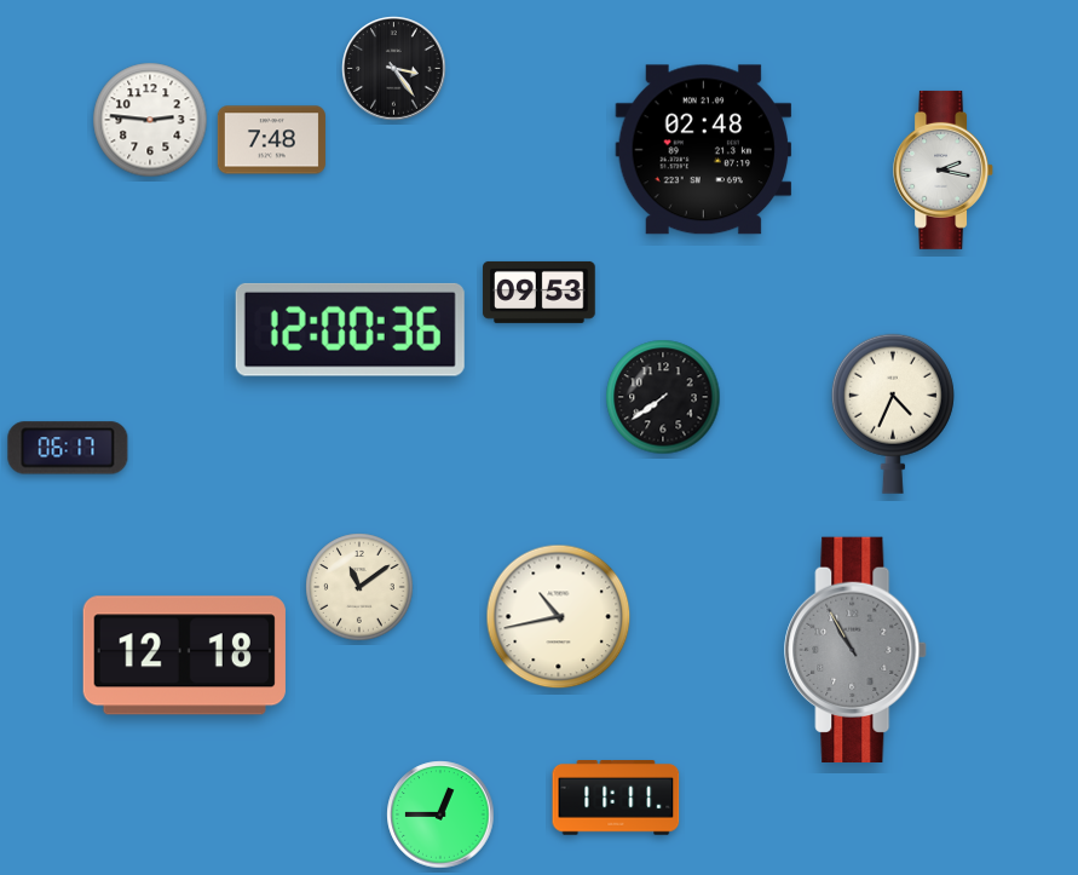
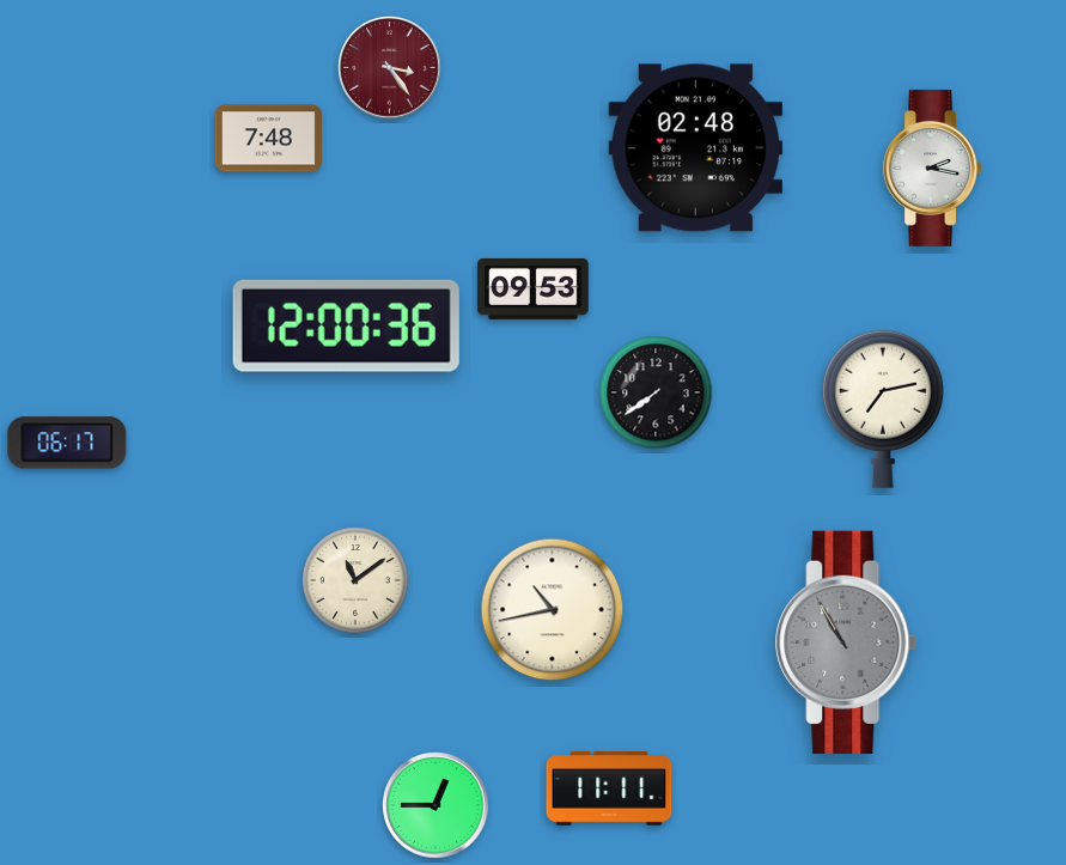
clock at (394, 69) dial: black -> burgundy
clock at (150, 120): 2:46 -> none
clock at (893, 414): 4:34 -> 7:13
clock at (184, 656): 12:18 -> none
